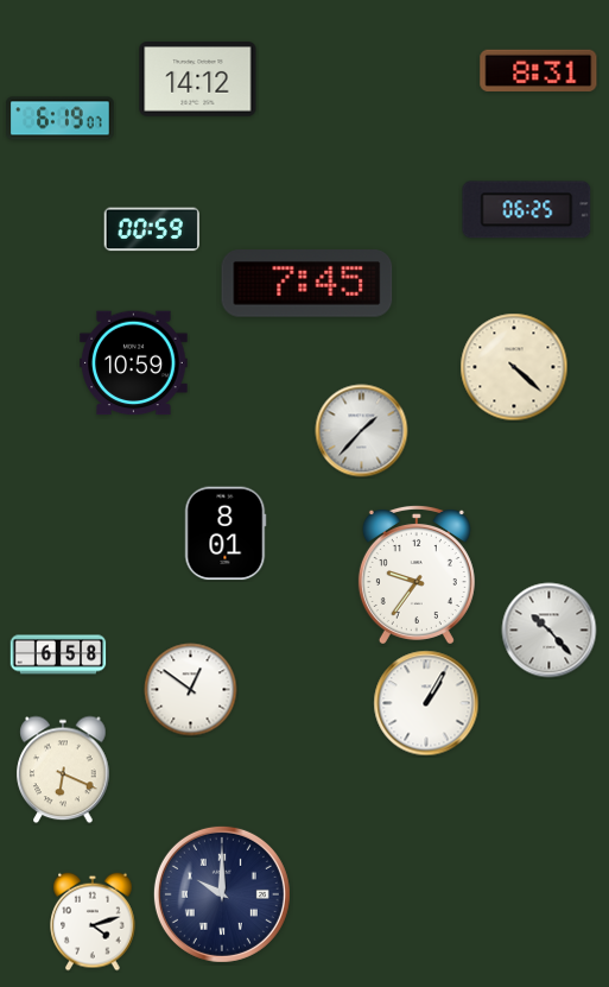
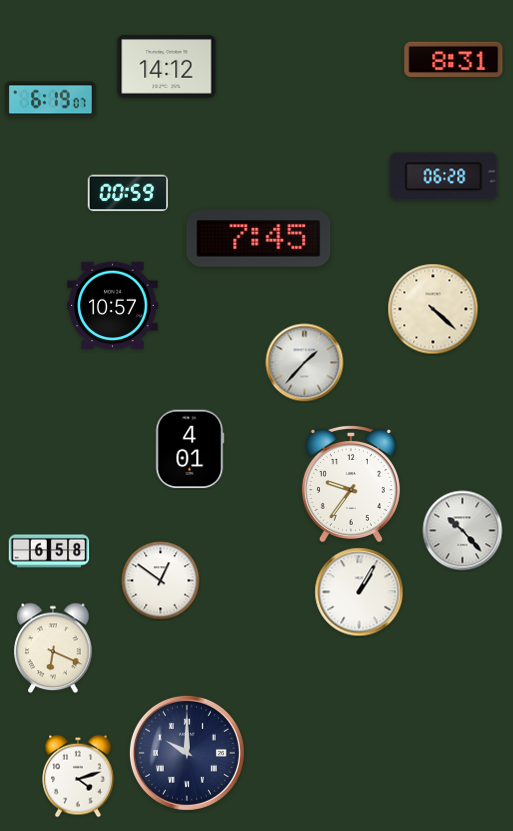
clock at (527, 210): 06:25 -> 06:28
clock at (134, 363): 10:59 -> 10:57
clock at (226, 533): 8:01 -> 4:01
